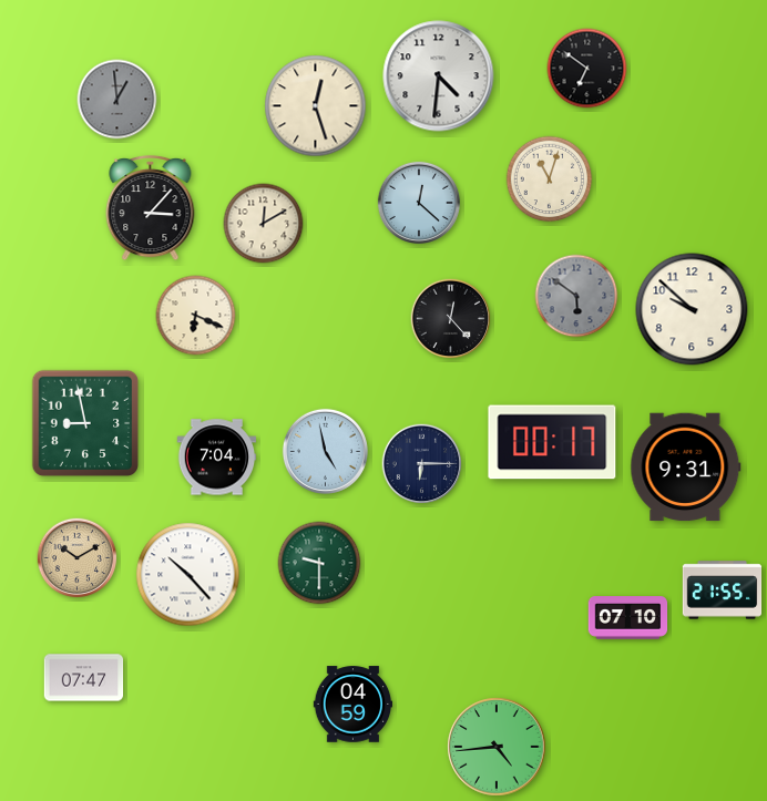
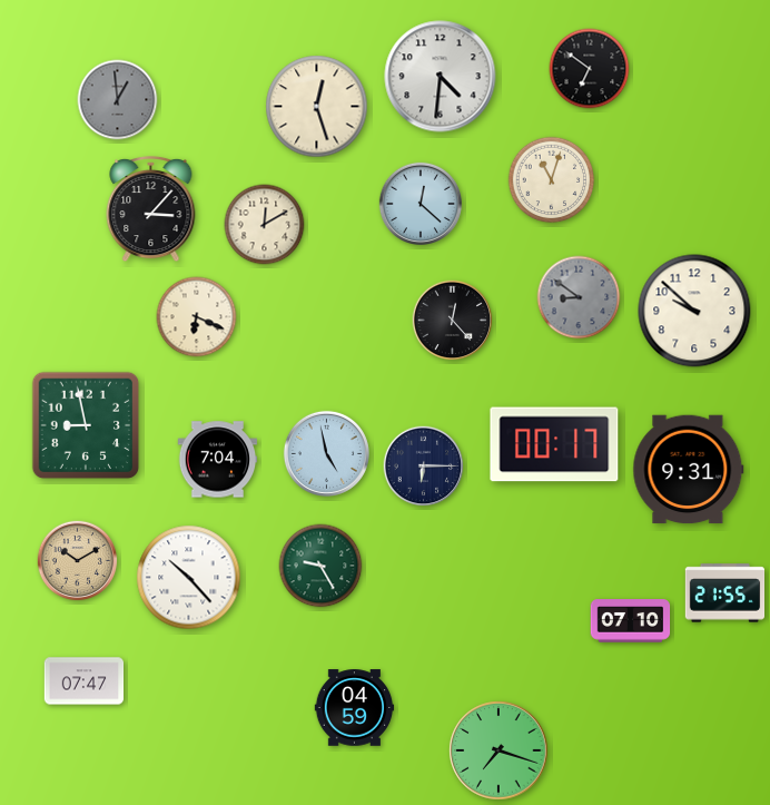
clock at (576, 296): 5:51 -> 8:51
clock at (319, 563): 9:30 -> 9:25
clock at (497, 747): 4:44 -> 7:18
